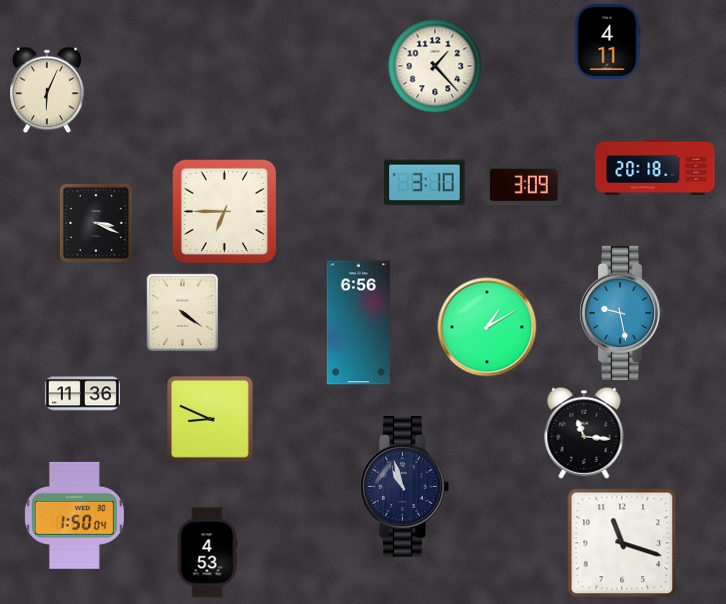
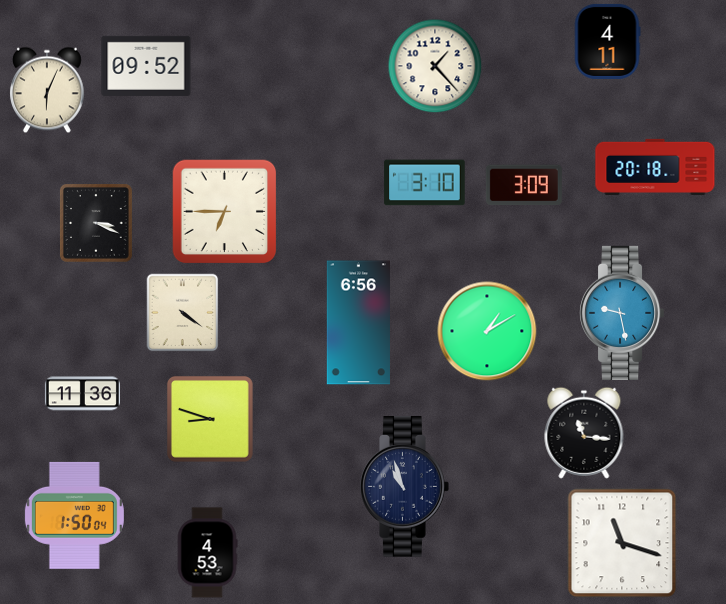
clock at (146, 66): none -> 09:52
clock at (487, 327) position: (487, 327) -> (487, 331)
clock at (210, 419): 8:49 -> 8:48
